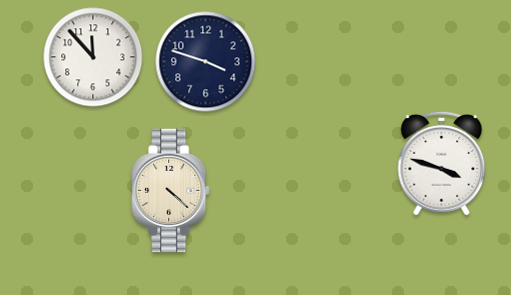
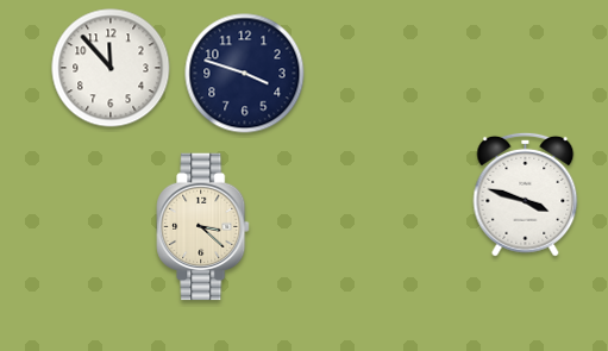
clock at (171, 191): 4:22 -> 3:22
